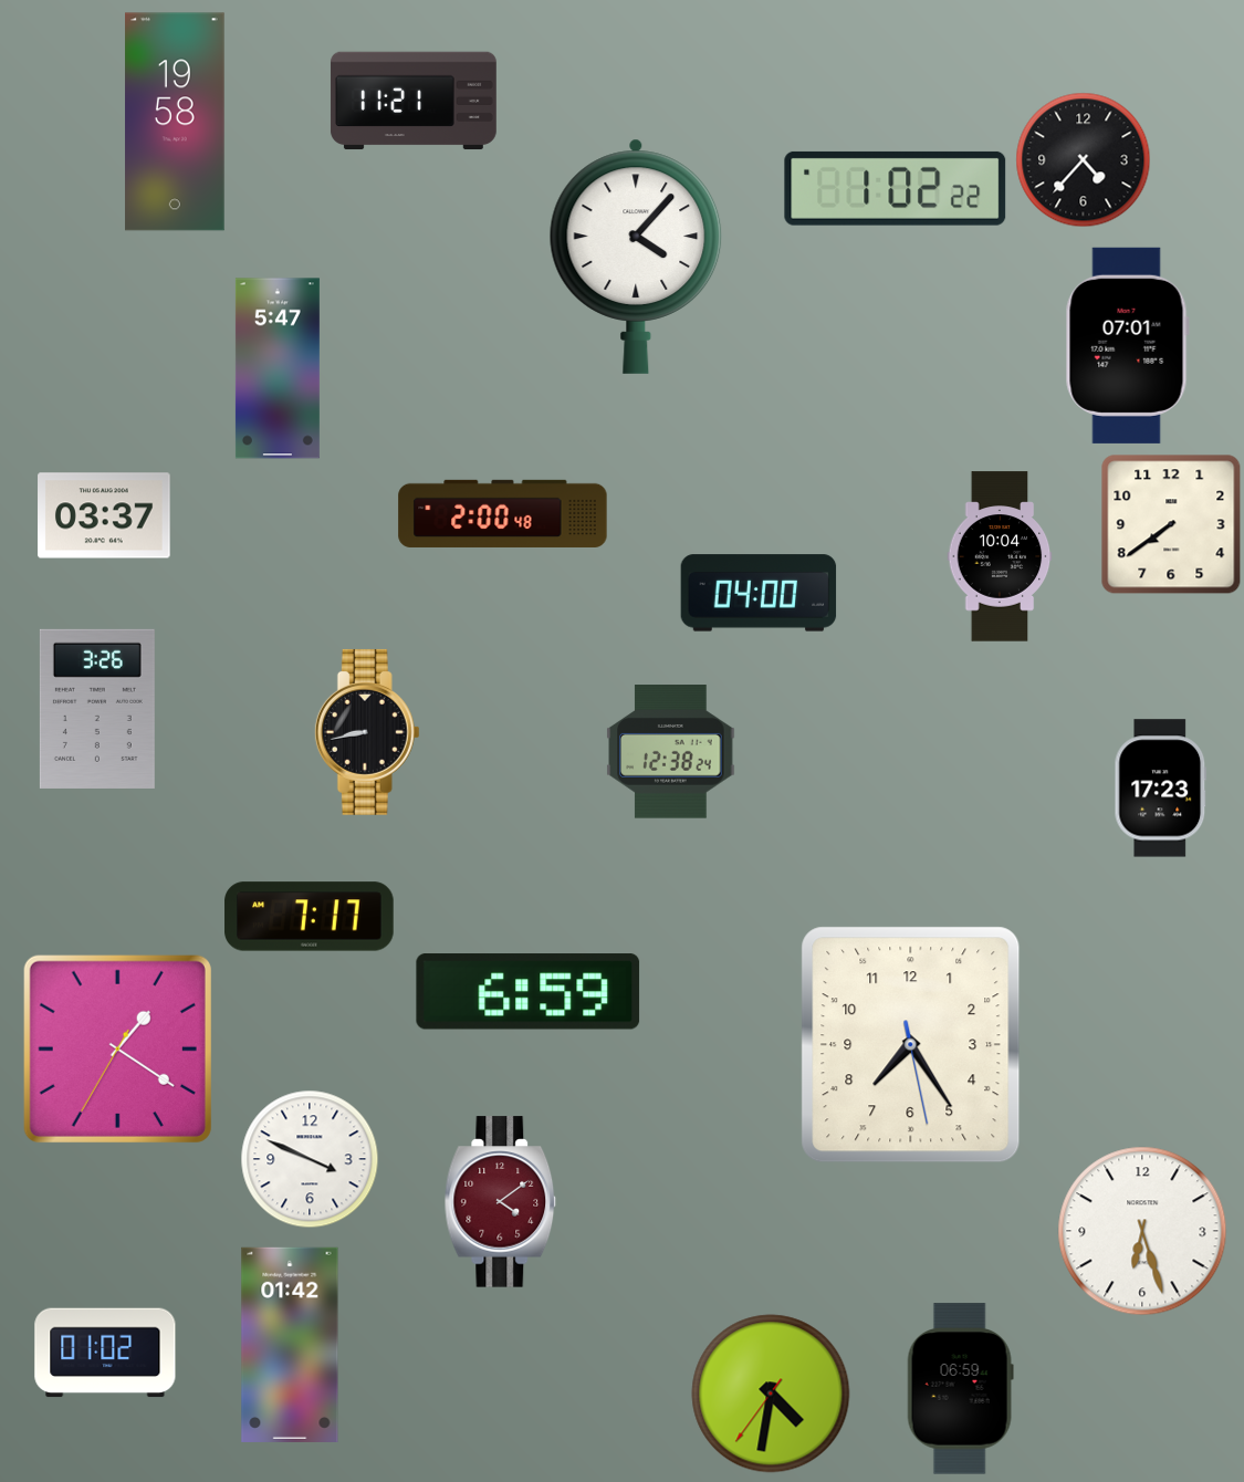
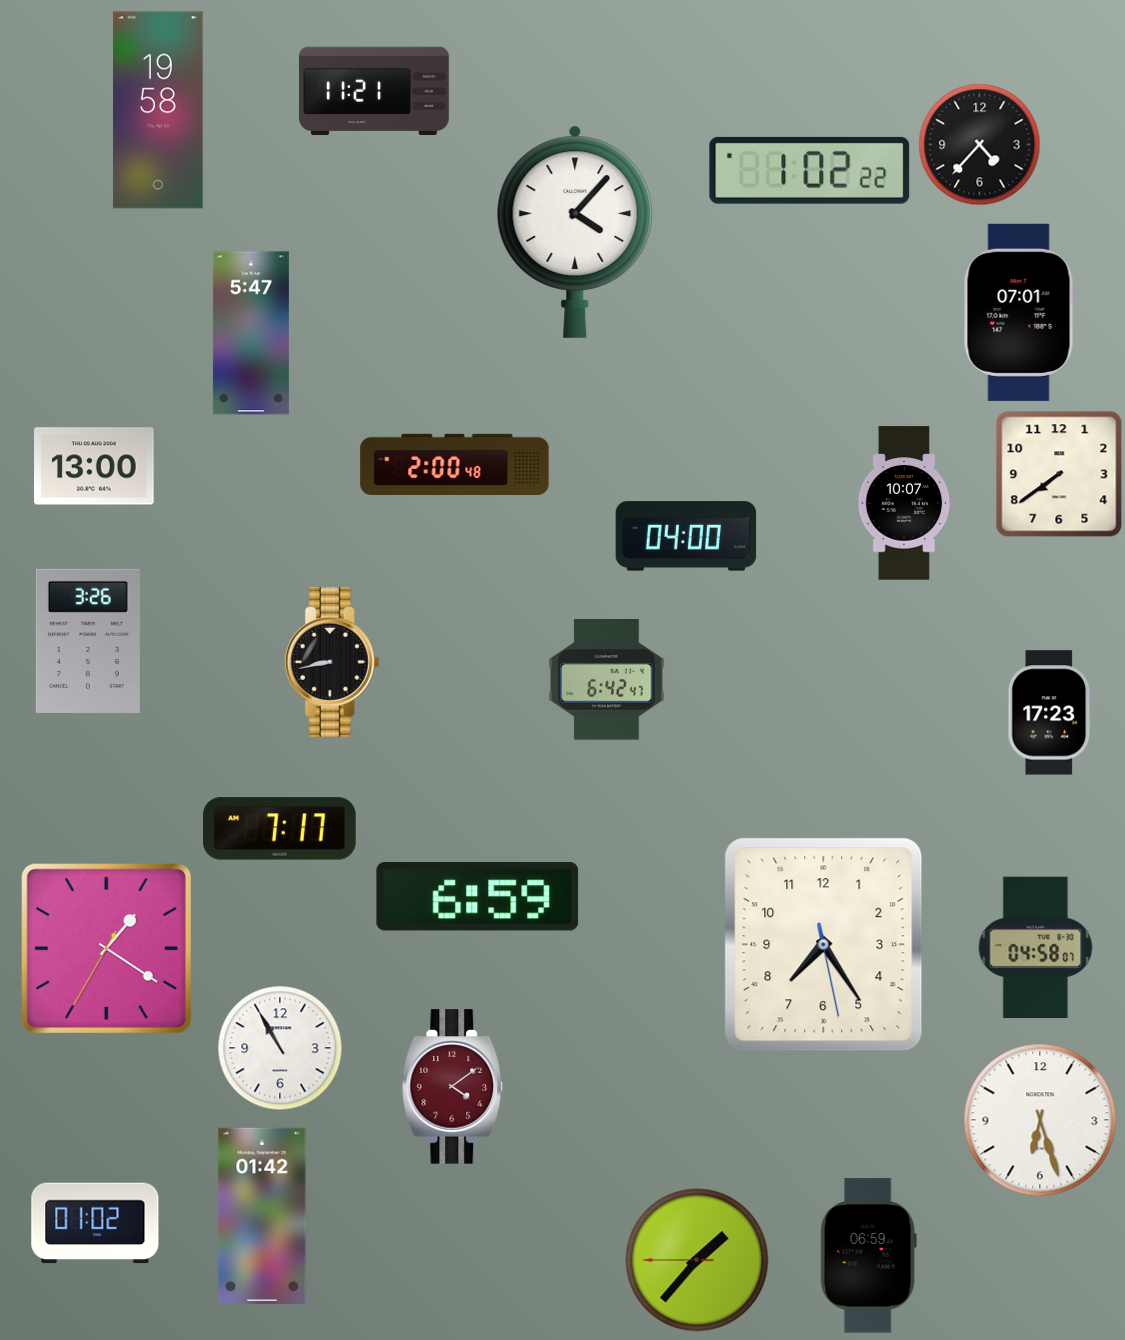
clock at (104, 515): 03:37 -> 13:00
clock at (1000, 556): 10:04 -> 10:07
clock at (671, 752): 12:38 -> 6:42
clock at (1036, 948): none -> 04:58
clock at (310, 1159): 3:49 -> 10:55
clock at (1142, 1231) position: (1142, 1231) -> (1040, 1120)
clock at (771, 1394): 4:31 -> 1:36
